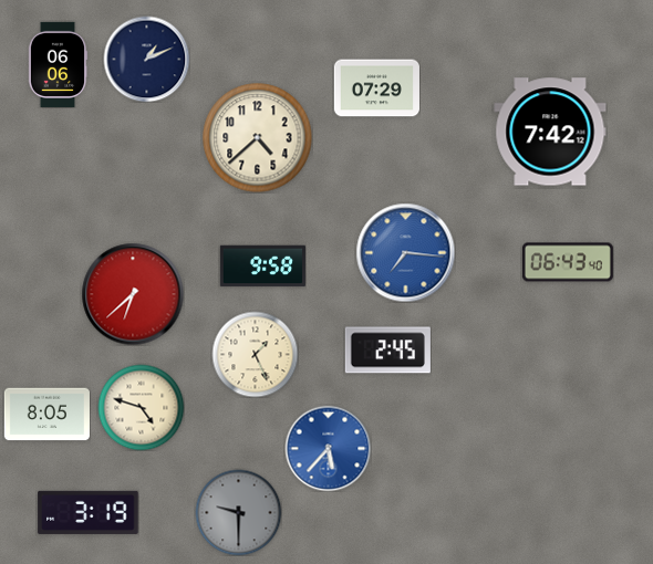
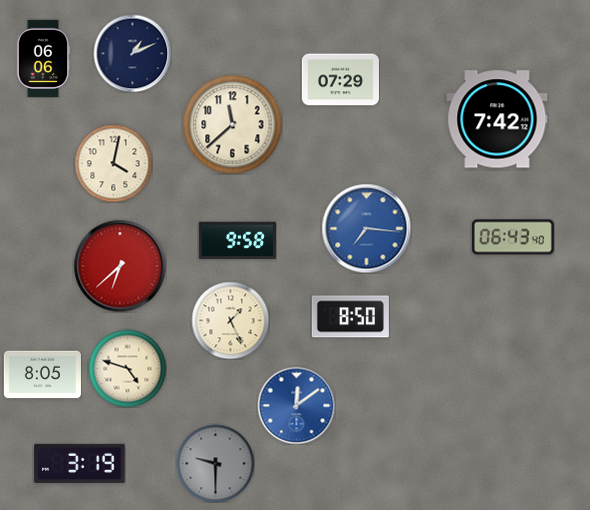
clock at (58, 64) position: (58, 64) -> (43, 58)
clock at (258, 138): 4:38 -> 11:38
clock at (113, 163): none -> 4:02
clock at (387, 351): 2:45 -> 8:50
clock at (328, 448): 5:37 -> 12:09
